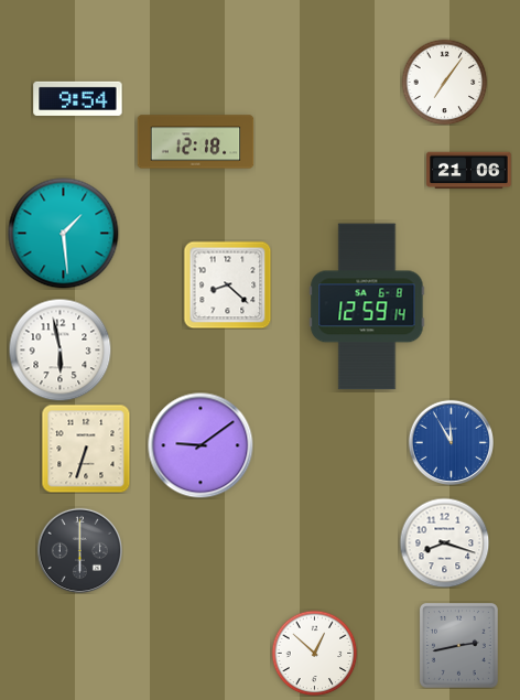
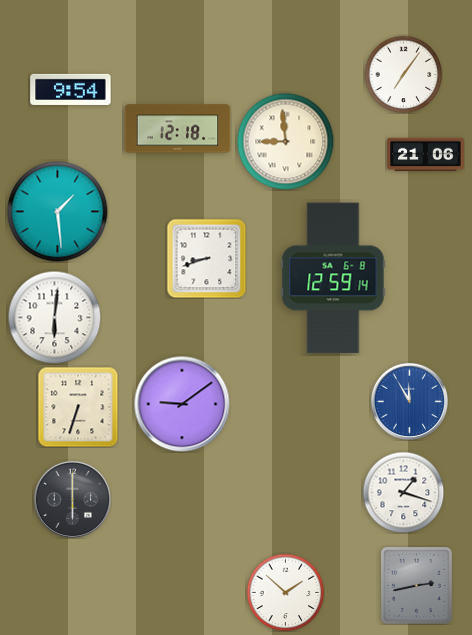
clock at (285, 141): none -> 8:59
clock at (227, 284): 8:22 -> 8:42
clock at (59, 349): 5:58 -> 6:01
clock at (444, 542): 8:18 -> 1:18
clock at (314, 653): 12:52 -> 1:52
